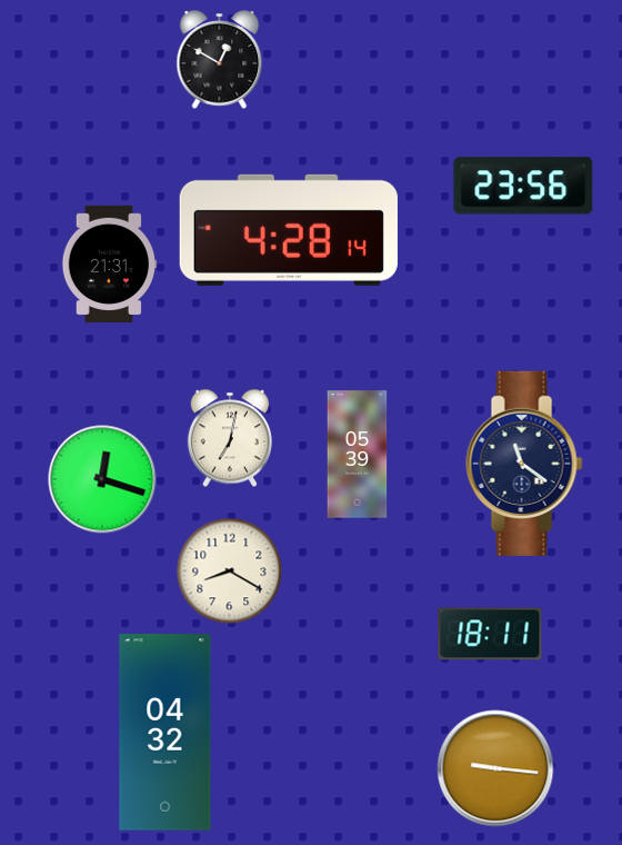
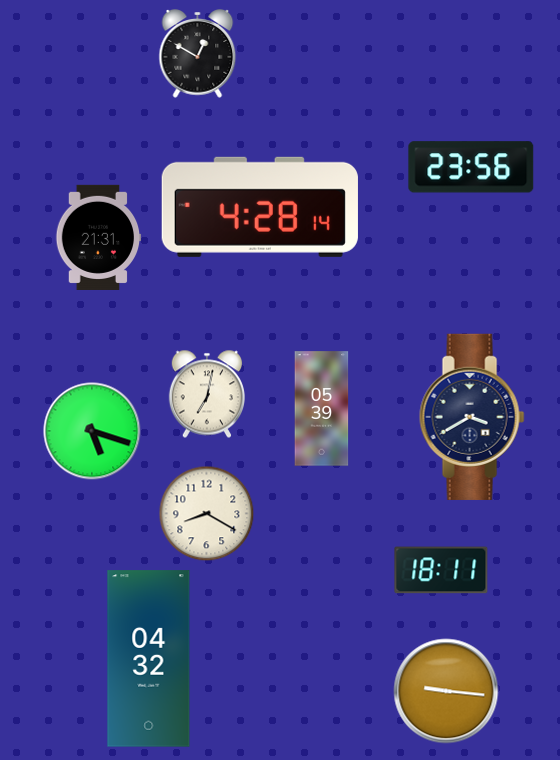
clock at (524, 464): 11:21 -> 3:40
clock at (102, 479): 12:18 -> 5:18
